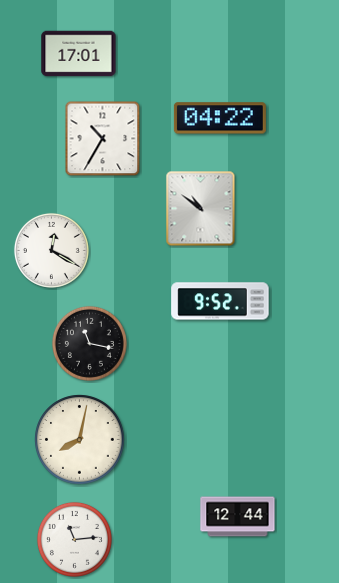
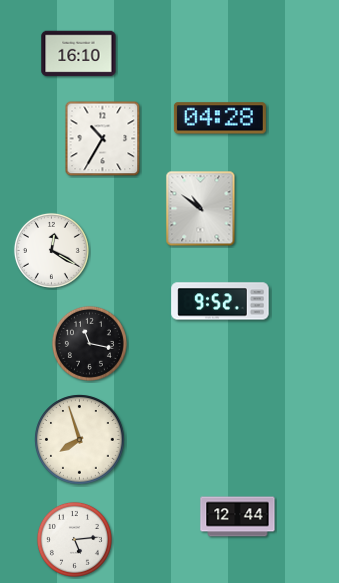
clock at (79, 54): 17:01 -> 16:10
clock at (220, 118): 04:22 -> 04:28
clock at (80, 440): 8:02 -> 7:57
clock at (74, 539): 11:14 -> 5:14
